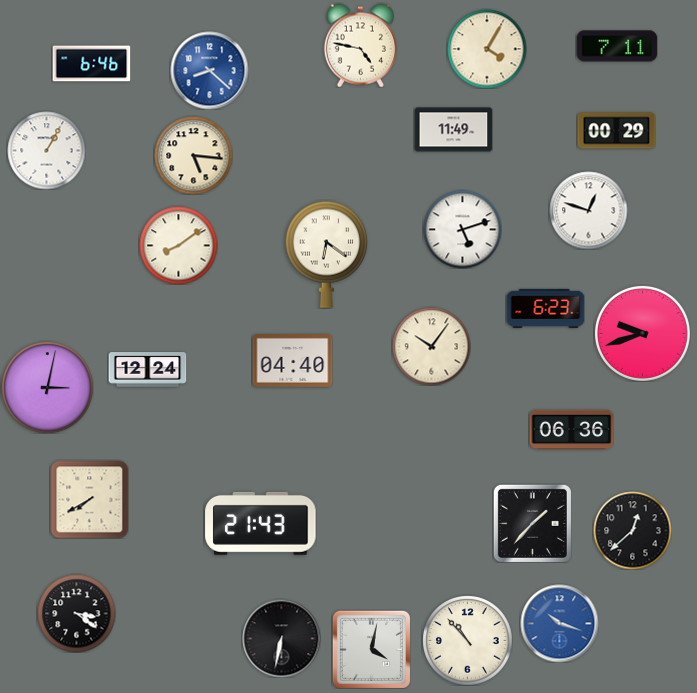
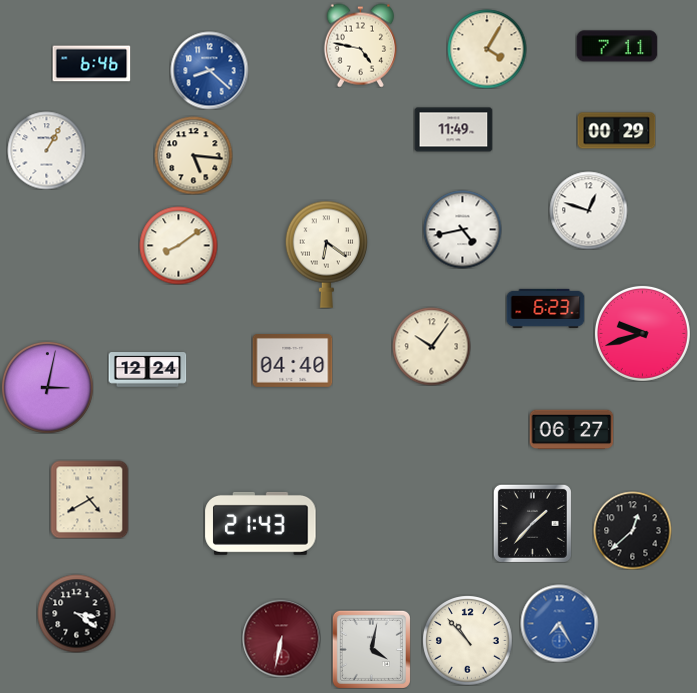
clock at (462, 229): 5:12 -> 4:43
clock at (571, 430): 06:36 -> 06:27
clock at (89, 499): 7:40 -> 4:40
clock at (559, 623): 10:18 -> 7:25
clock at (281, 638) dial: black -> burgundy
